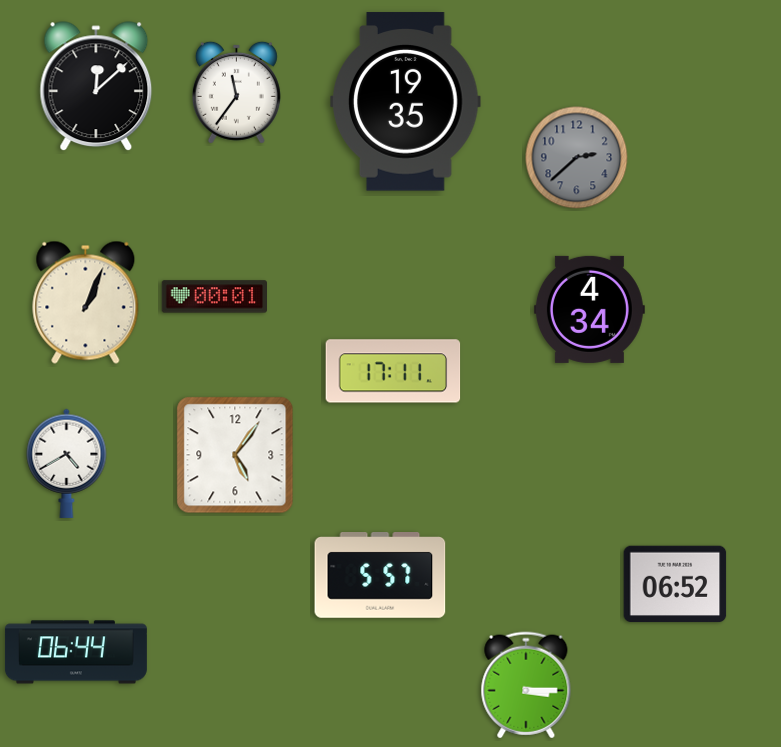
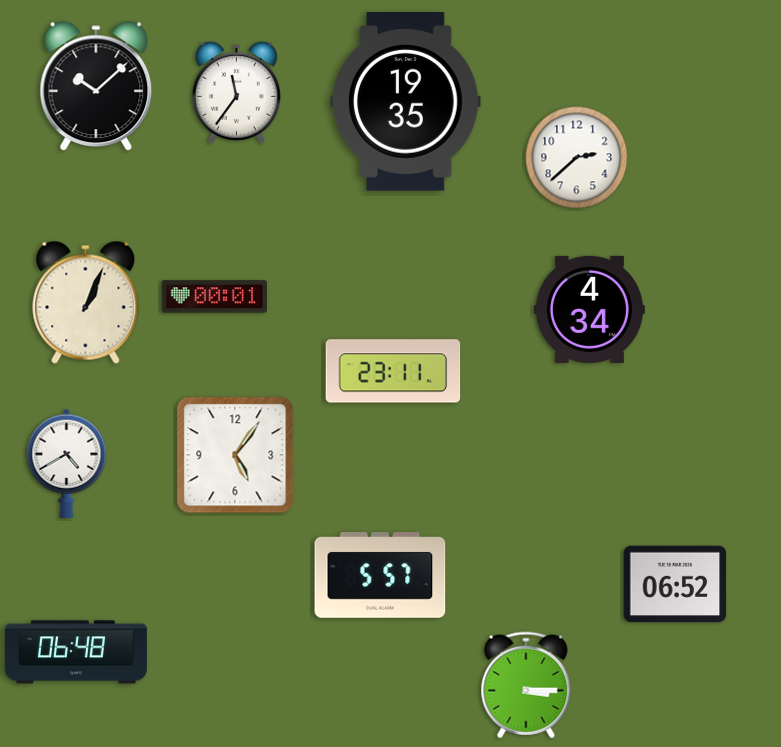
clock at (96, 87): 12:08 -> 10:08
clock at (577, 158) dial: grey -> white
clock at (393, 371): 17:11 -> 23:11
clock at (76, 652): 06:44 -> 06:48
